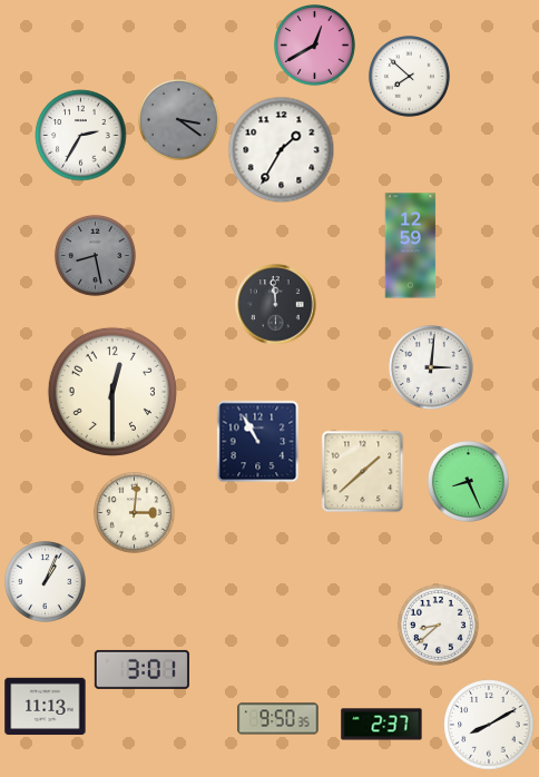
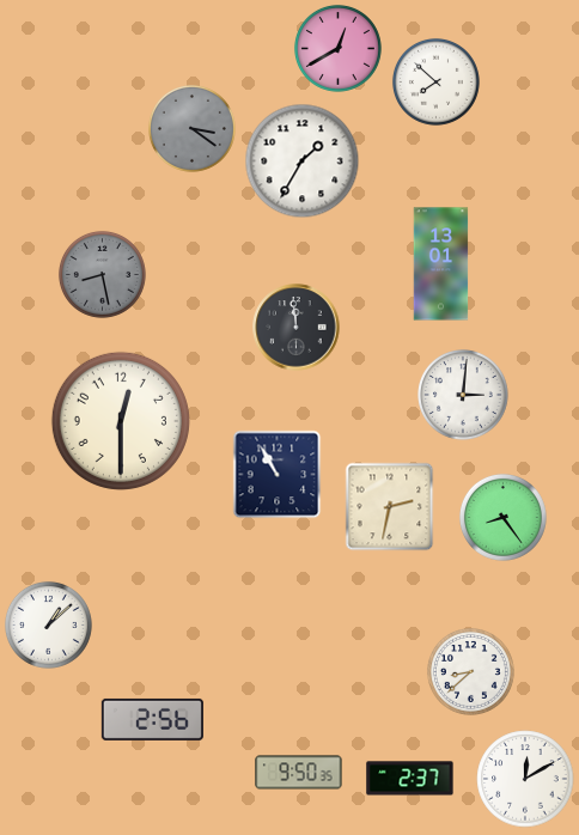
clock at (409, 76) position: (409, 76) -> (435, 81)
clock at (81, 136): 2:35 -> none
clock at (411, 246): 12:59 -> 13:01
clock at (363, 472): 1:38 -> 2:32
clock at (468, 481): 8:26 -> 8:24
clock at (134, 512): 3:01 -> none
clock at (45, 581): 1:04 -> 1:08
clock at (141, 669): 3:01 -> 2:56
clock at (46, 707): 11:13 -> none
clock at (489, 725): 8:10 -> 12:10
